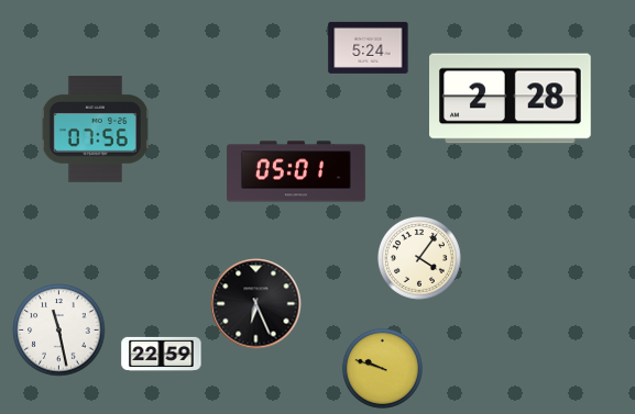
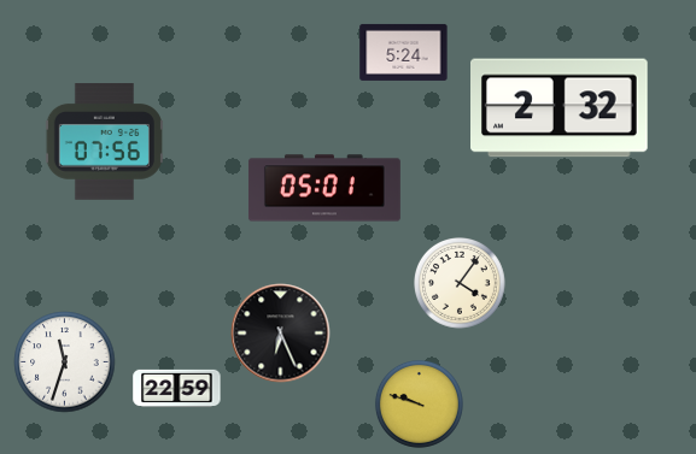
clock at (511, 99): 2:28 -> 2:32
clock at (59, 331): 11:28 -> 11:33
